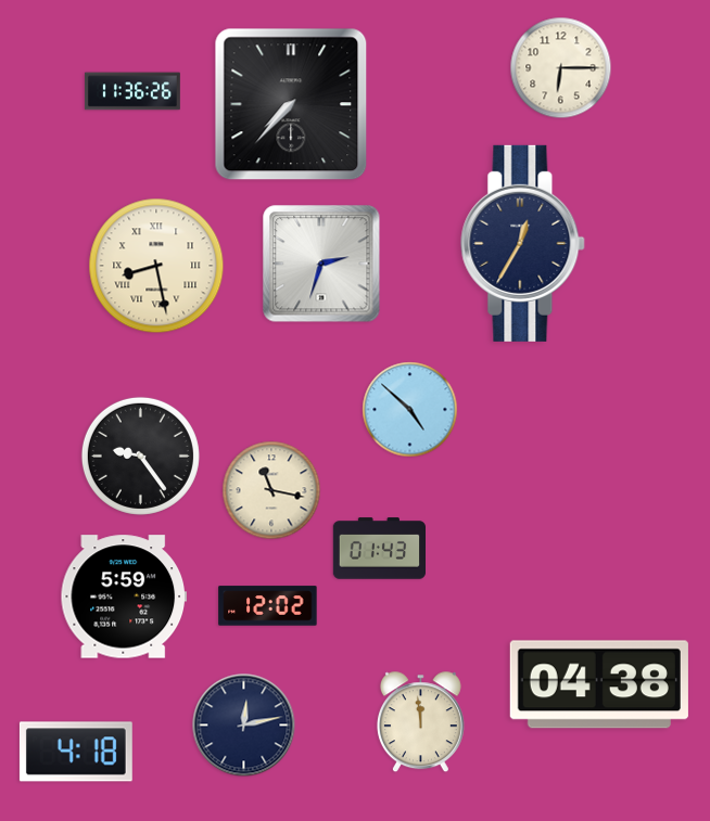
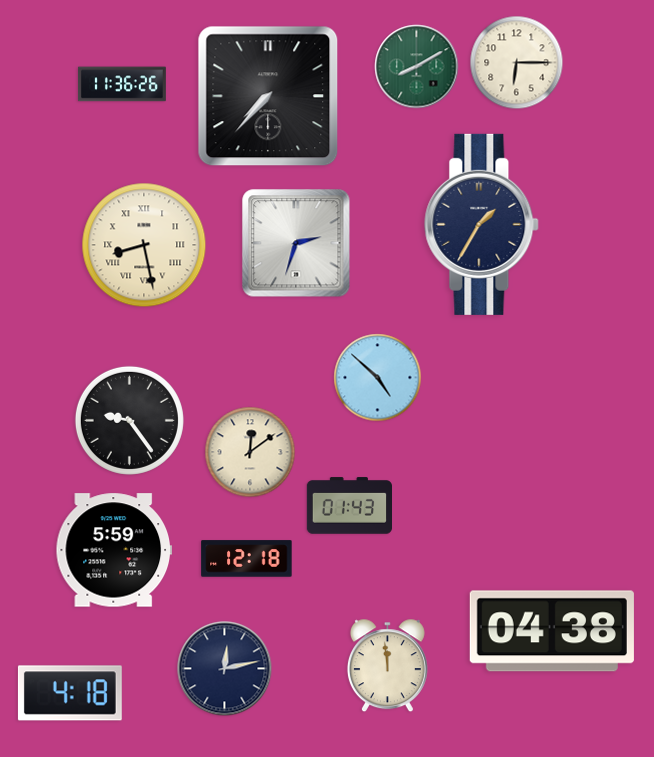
clock at (417, 67): none -> 8:10
clock at (523, 243): 12:35 -> 1:35
clock at (271, 490): 11:17 -> 12:09
clock at (268, 606): 12:02 -> 12:18
